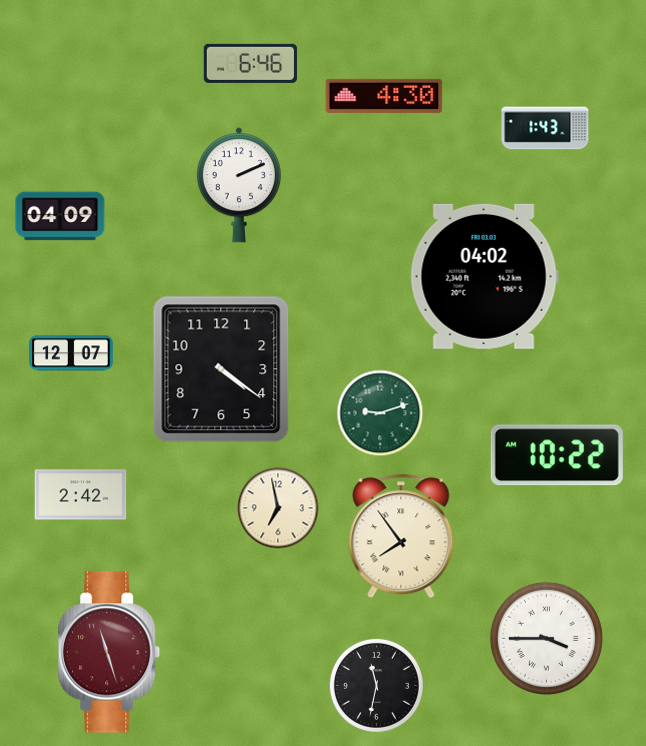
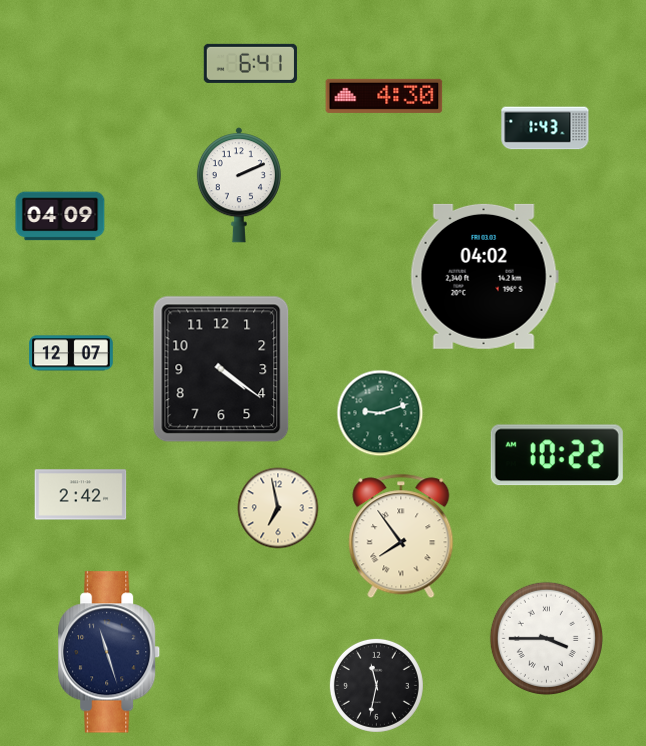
clock at (250, 63): 6:46 -> 6:41
clock at (110, 652) dial: burgundy -> navy
